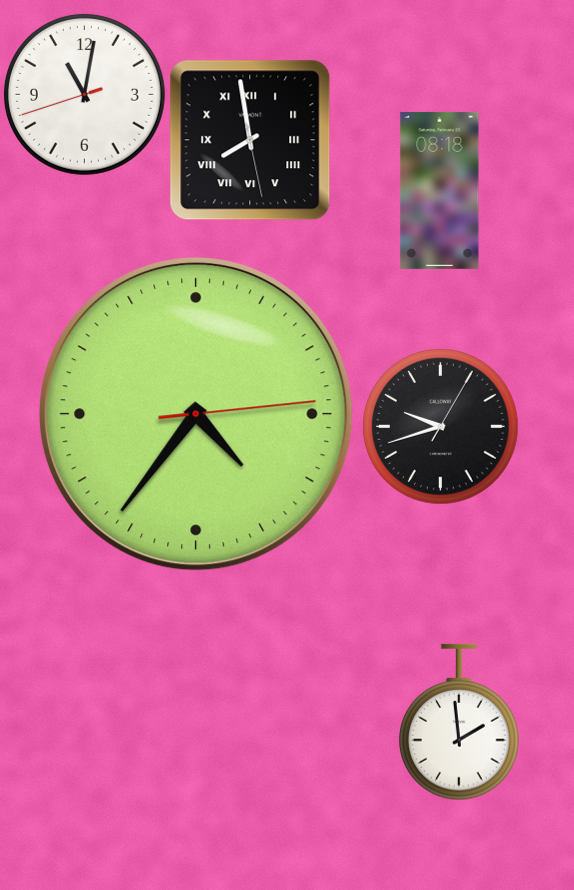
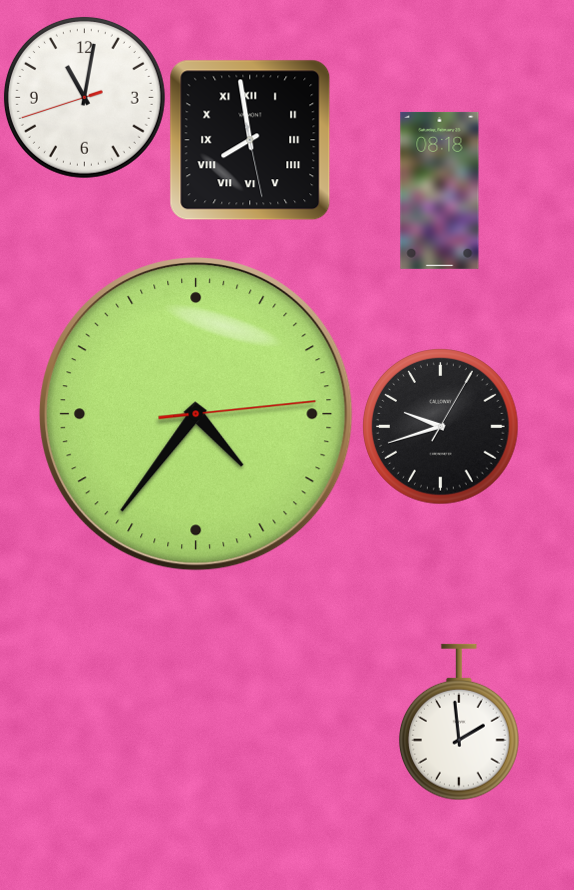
clock at (84, 94) position: (84, 94) -> (84, 97)
